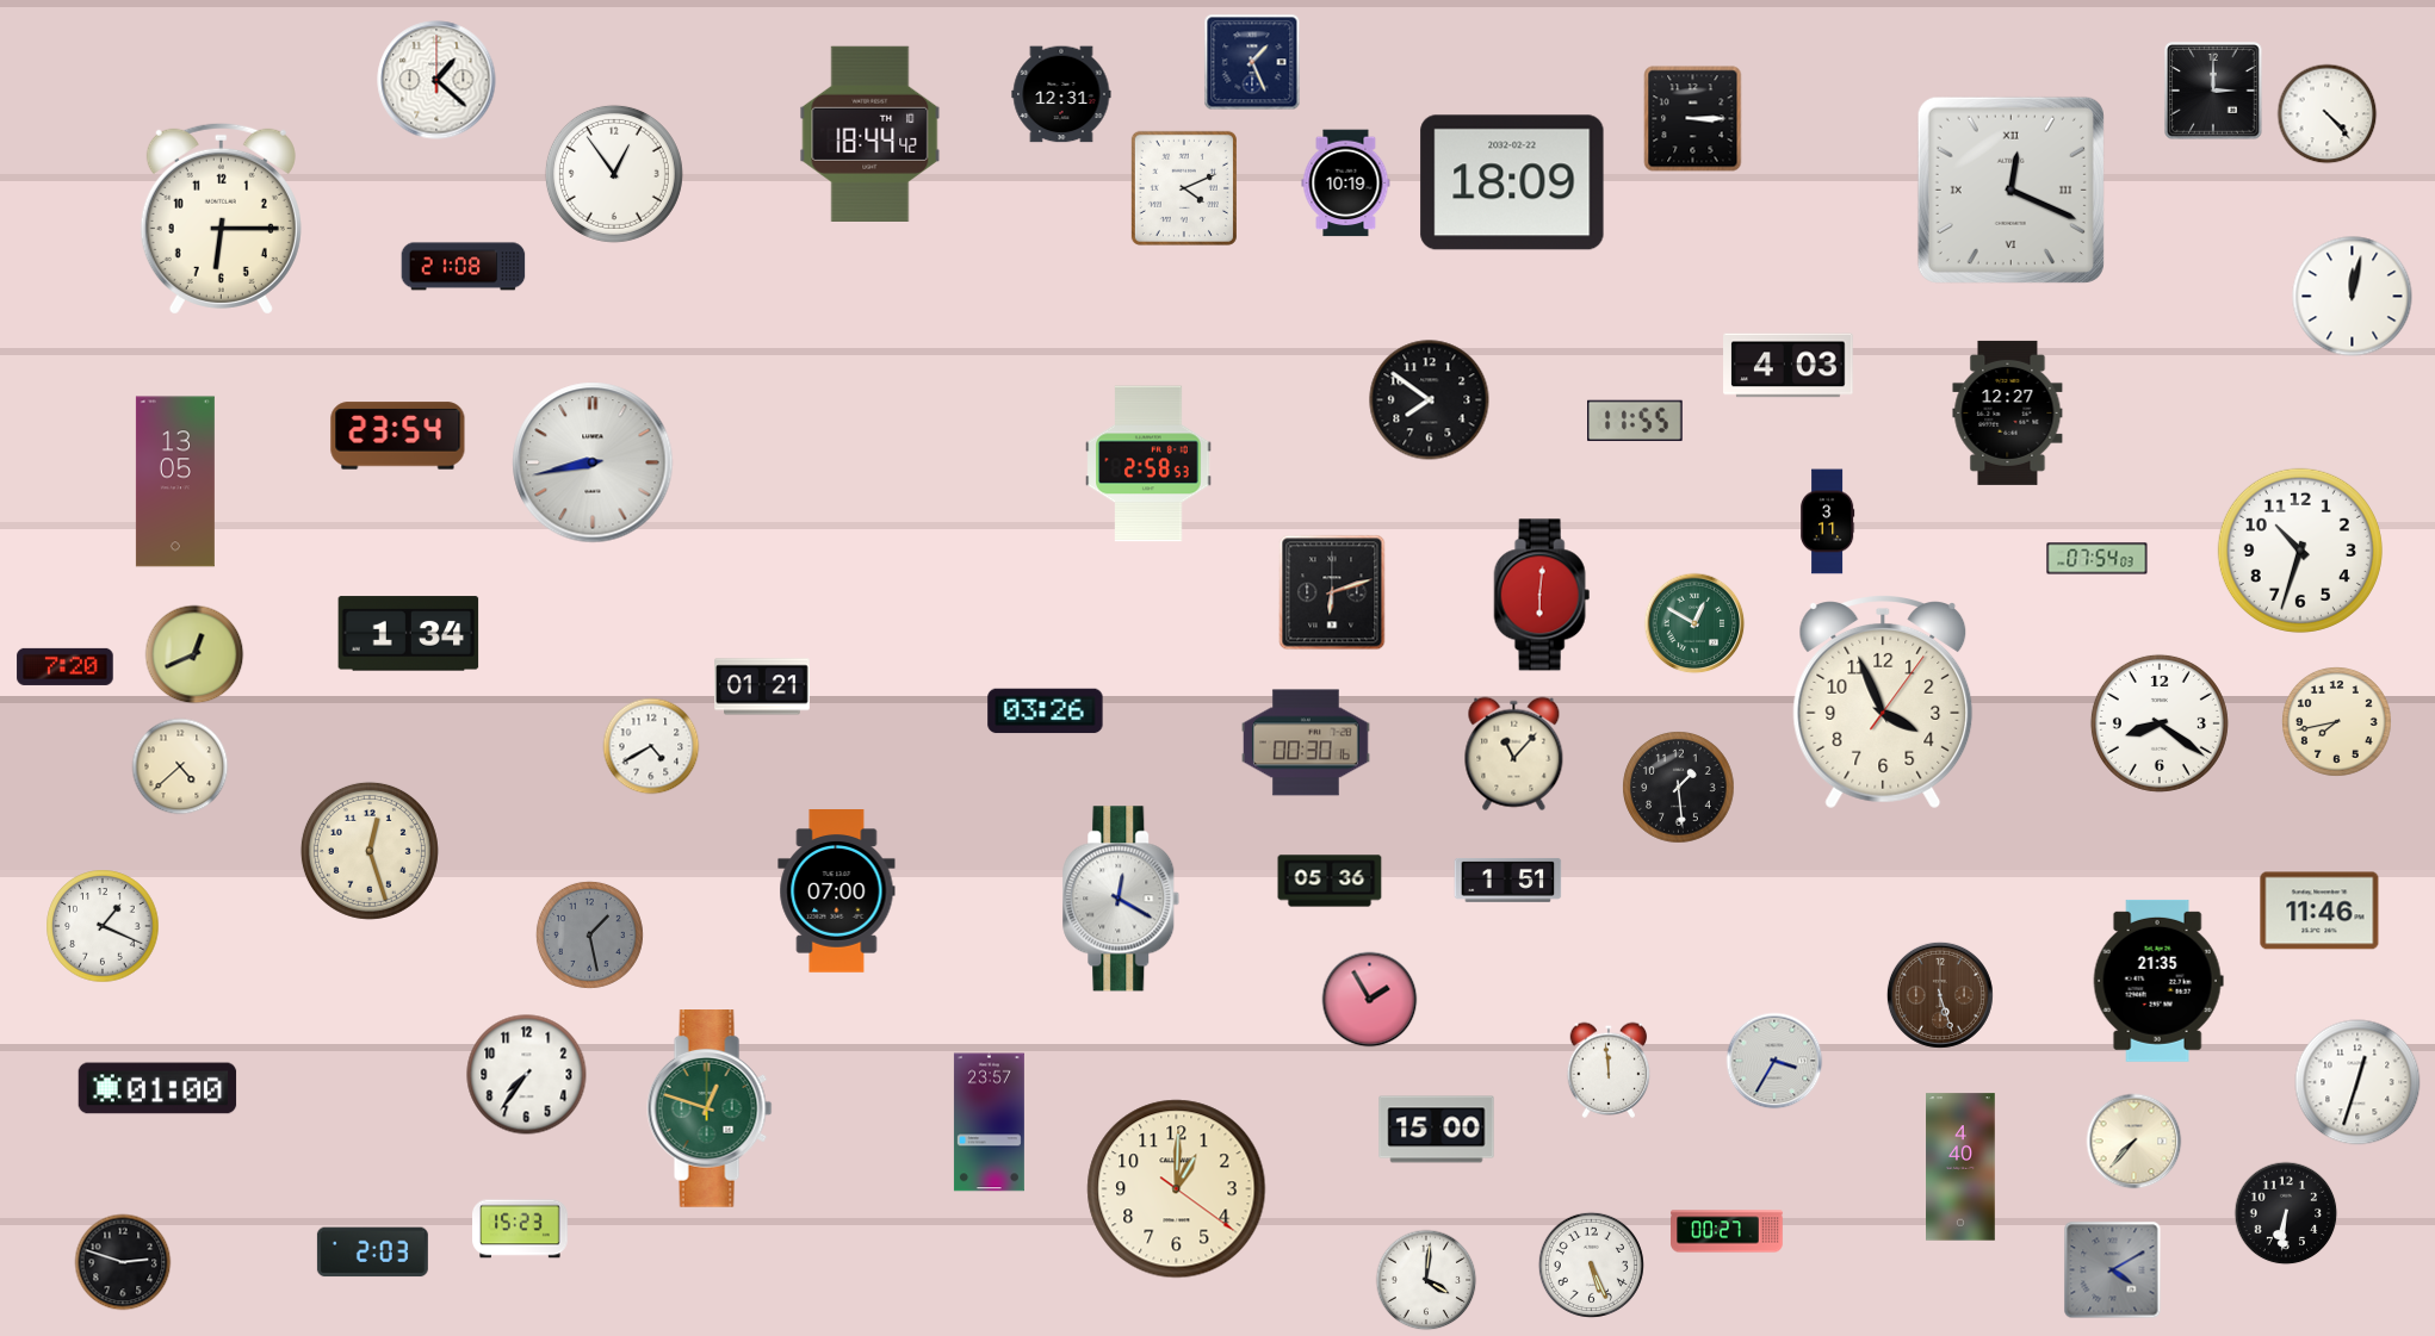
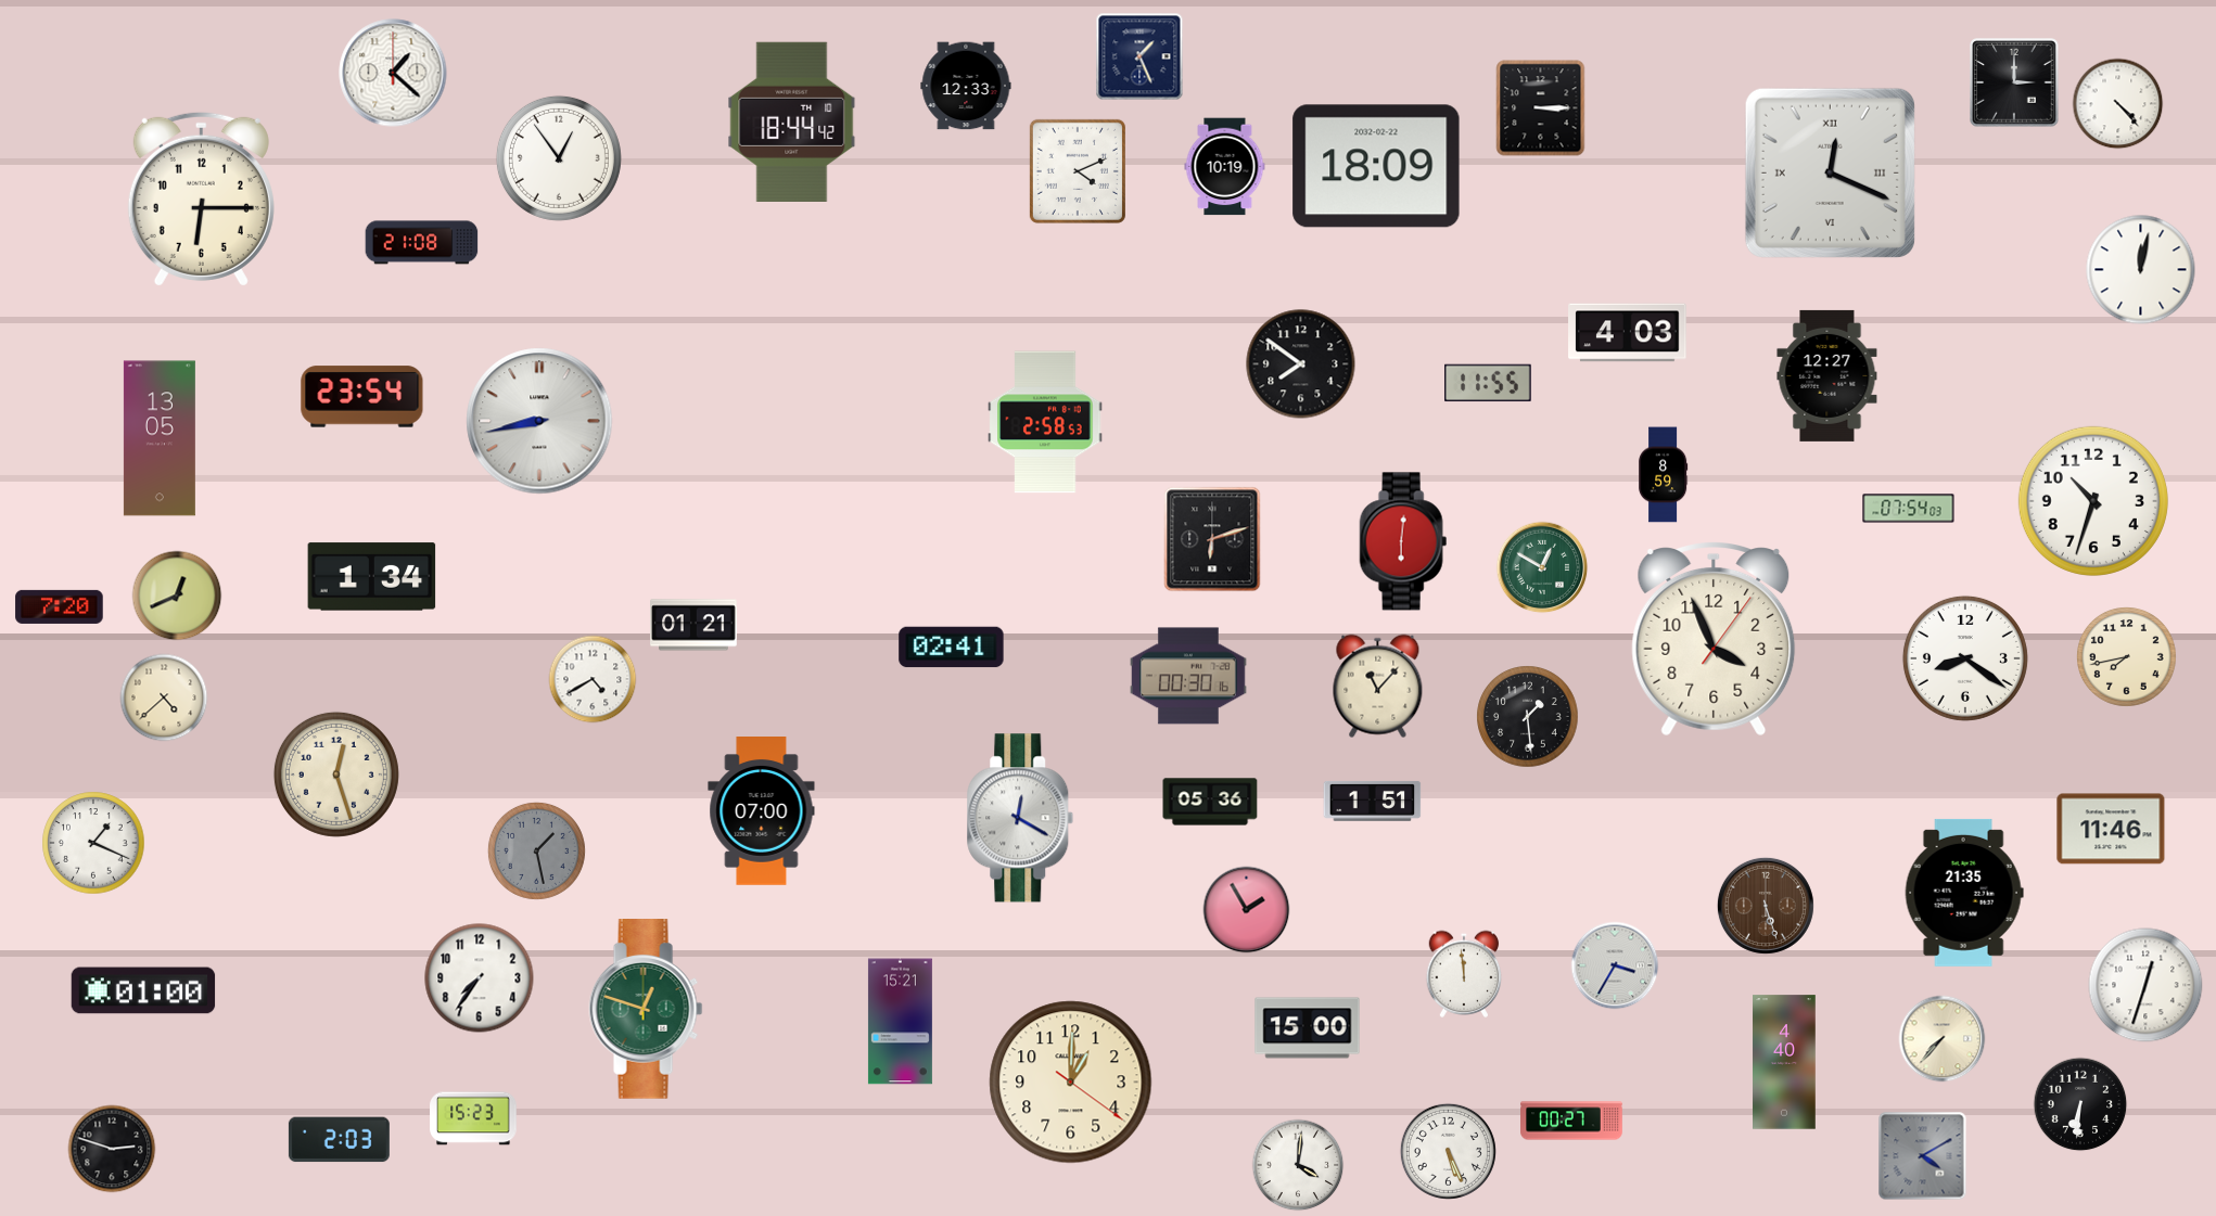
clock at (436, 80) position: (436, 80) -> (393, 73)
clock at (1061, 94): 12:31 -> 12:33
clock at (1828, 522): 3:11 -> 8:59
clock at (1046, 712): 03:26 -> 02:41
clock at (989, 1123): 23:57 -> 15:21
